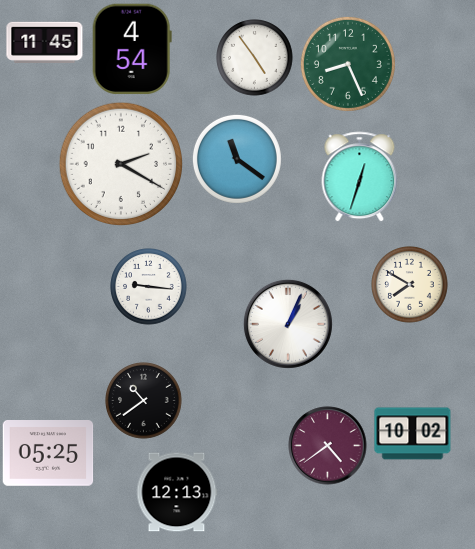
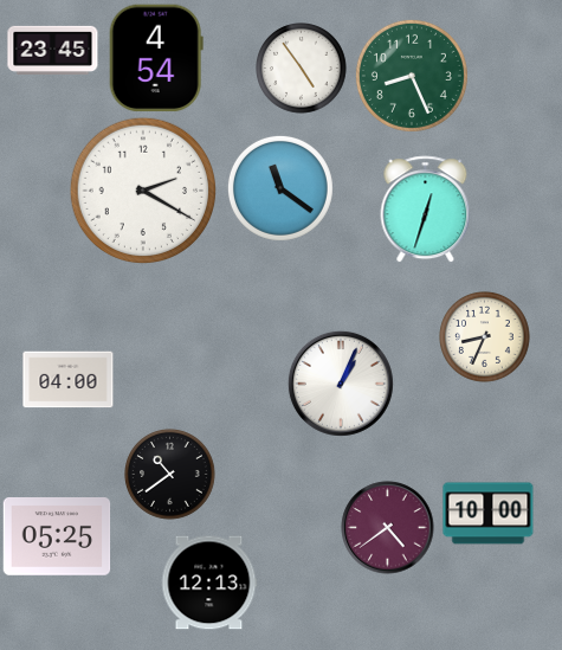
clock at (45, 42): 11:45 -> 23:45
clock at (120, 163) position: (120, 163) -> (142, 189)
clock at (410, 285): 7:50 -> 8:34
clock at (149, 287): 9:16 -> none
clock at (69, 380): none -> 04:00
clock at (413, 434): 10:02 -> 10:00
